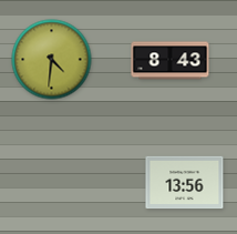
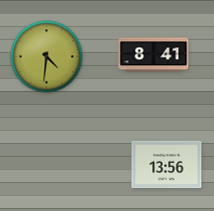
clock at (52, 60) position: (52, 60) -> (47, 57)
clock at (171, 61): 8:43 -> 8:41
